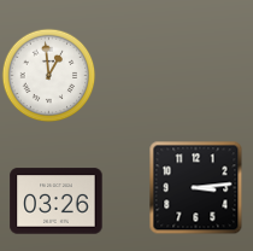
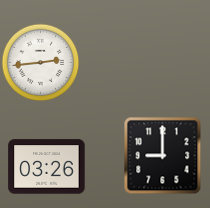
clock at (48, 75): 12:59 -> 2:44
clock at (195, 187): 3:14 -> 9:00
